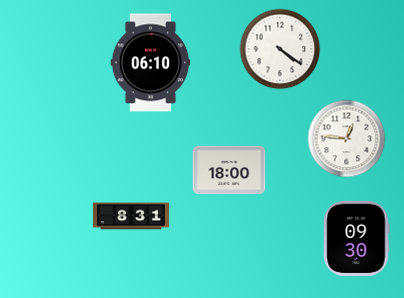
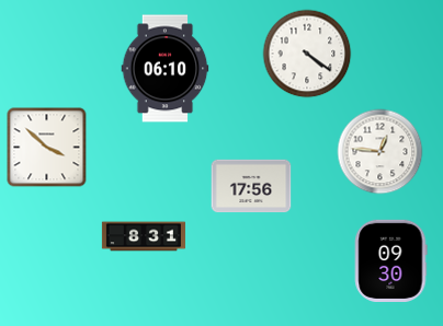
clock at (47, 148): none -> 3:52
clock at (229, 170): 18:00 -> 17:56
